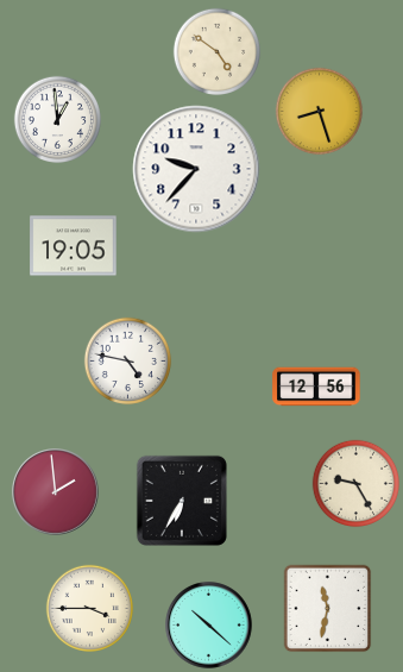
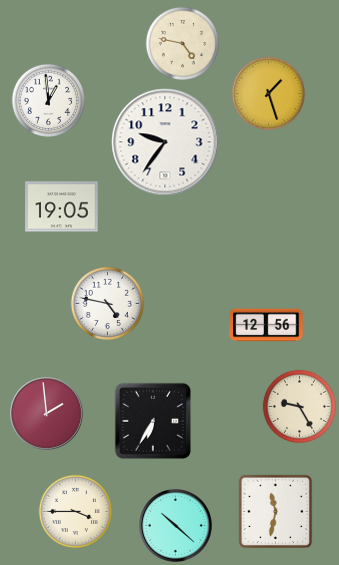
clock at (218, 52): 4:51 -> 4:47
clock at (320, 112): 8:27 -> 1:27
clock at (196, 169): 9:37 -> 9:36
